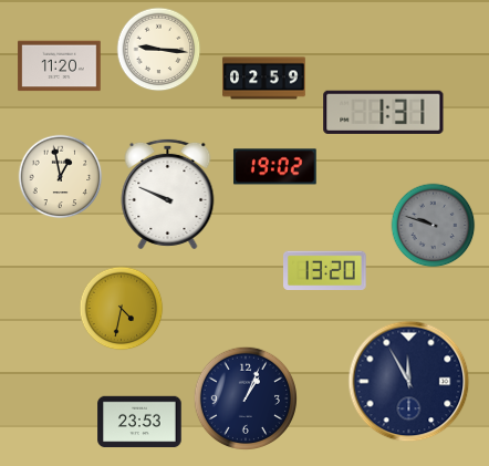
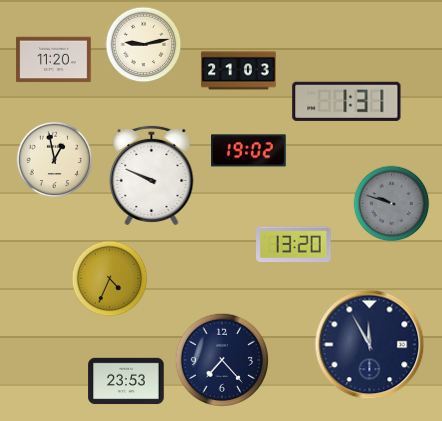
clock at (159, 50): 9:16 -> 9:13
clock at (264, 79): 02:59 -> 21:03
clock at (122, 309): 4:32 -> 4:34
clock at (246, 398): 1:04 -> 7:23
